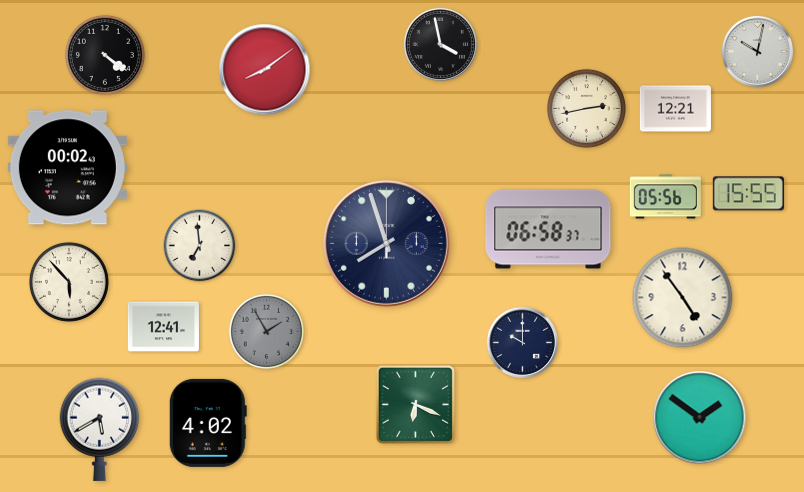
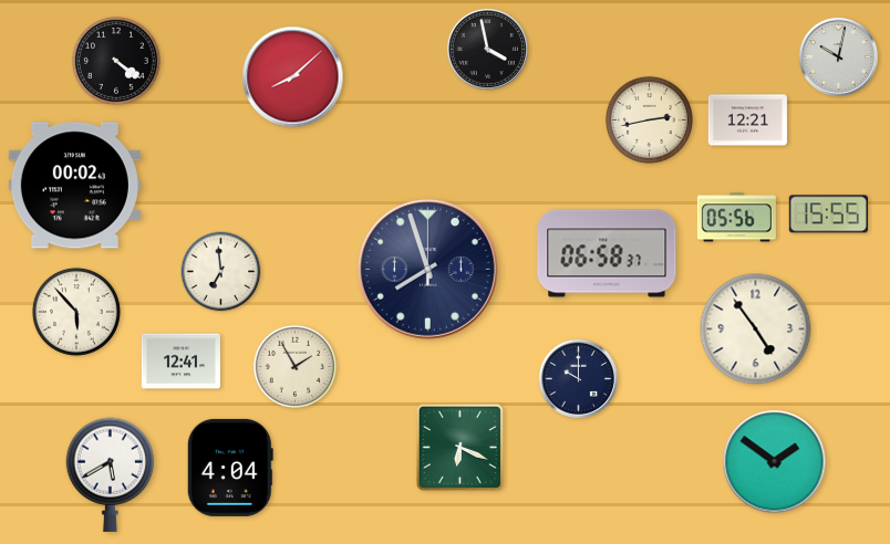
clock at (265, 70): 8:09 -> 8:08
clock at (267, 332) dial: grey -> cream
clock at (208, 423): 4:02 -> 4:04
